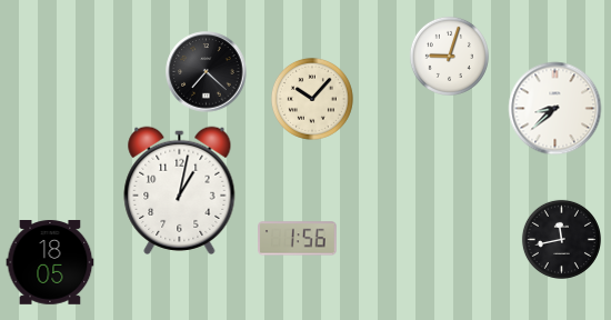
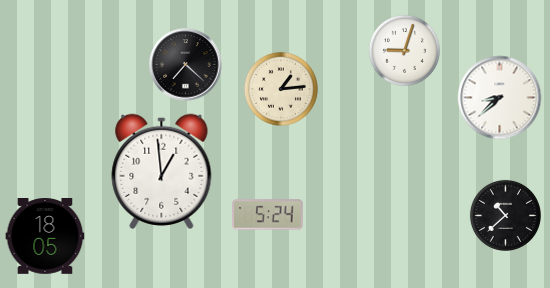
clock at (312, 99): 10:07 -> 1:14
clock at (180, 190): 1:02 -> 12:59
clock at (298, 239): 1:56 -> 5:24
clock at (561, 239): 11:43 -> 10:38
